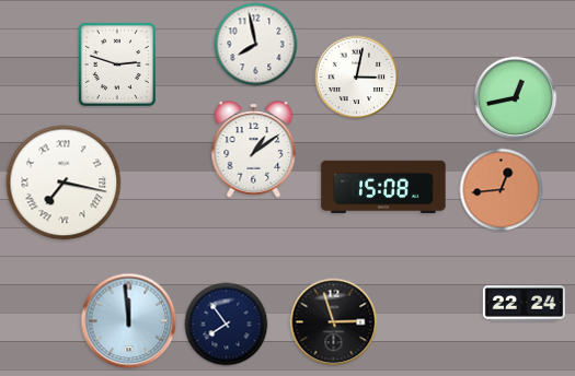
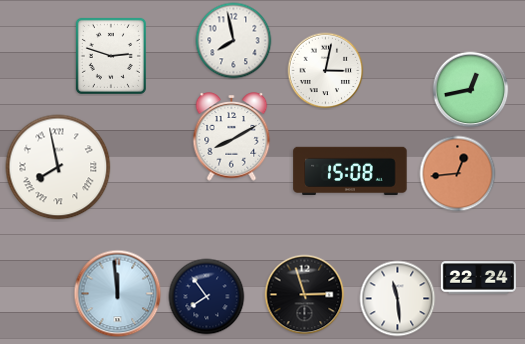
clock at (117, 64) position: (117, 64) -> (111, 56)
clock at (254, 150): 1:09 -> 8:10
clock at (64, 183): 7:17 -> 7:58
clock at (398, 299): none -> 11:29
